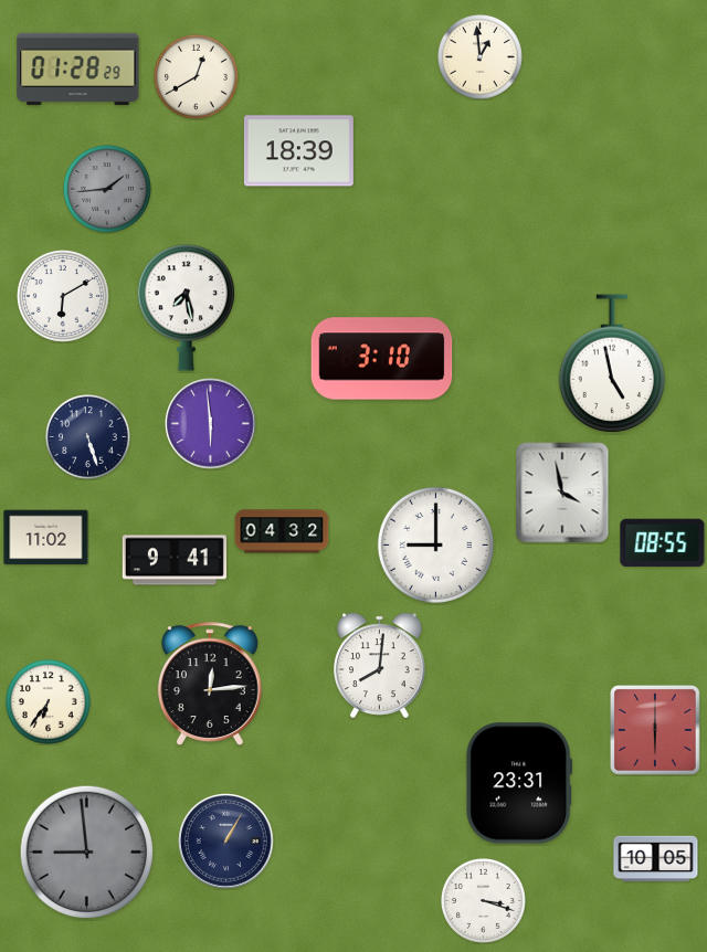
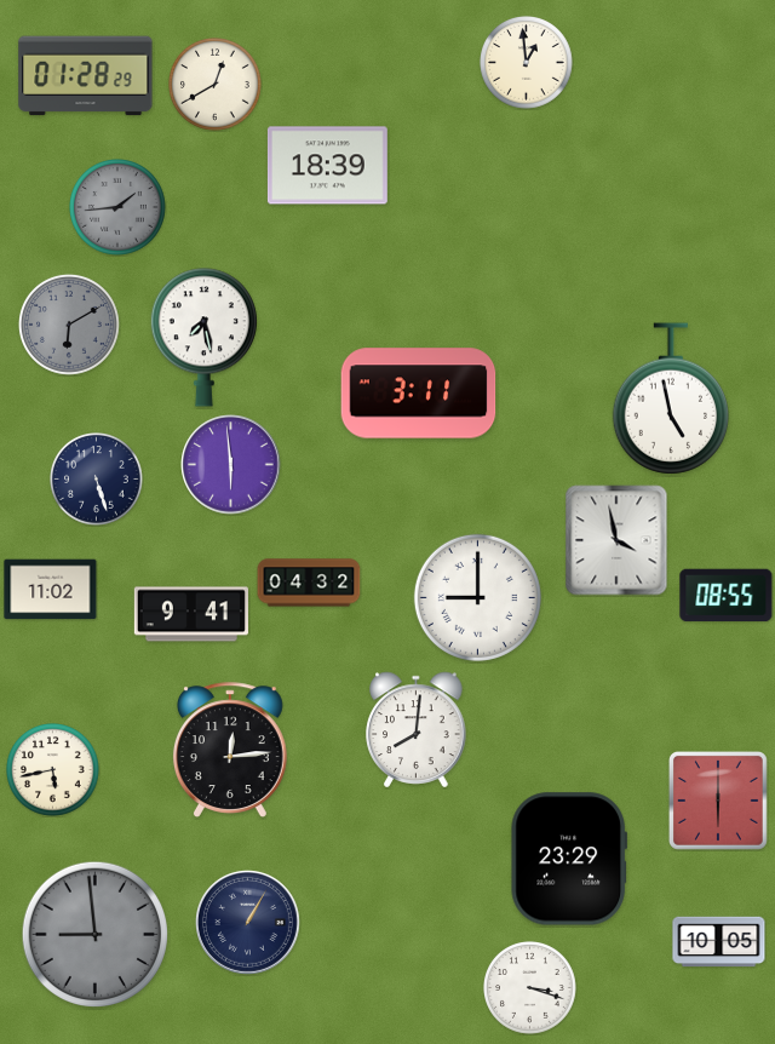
clock at (63, 296) dial: white -> grey
clock at (382, 359): 3:10 -> 3:11
clock at (49, 702): 6:36 -> 5:43
clock at (518, 783): 23:31 -> 23:29
